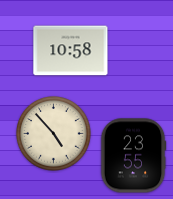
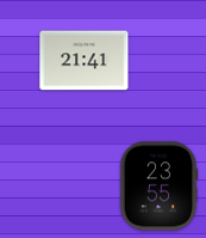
clock at (71, 51): 10:58 -> 21:41
clock at (54, 134): 4:53 -> none
